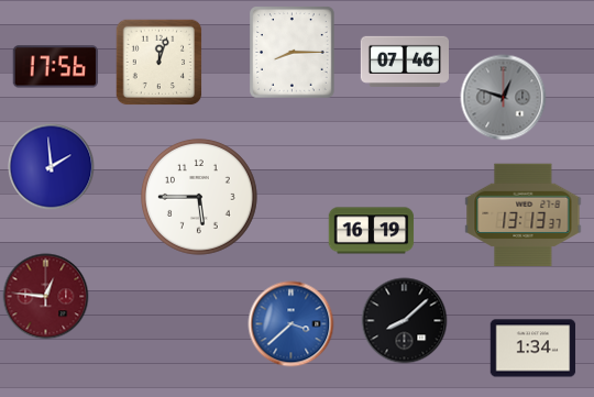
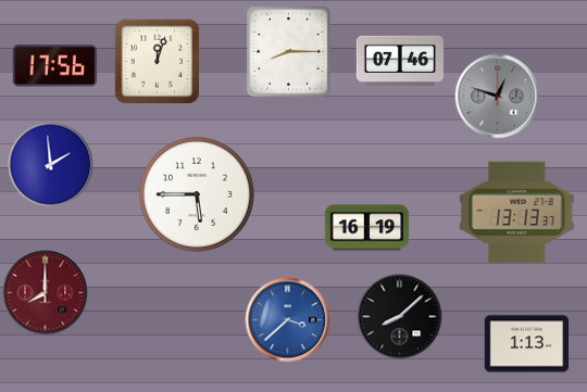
clock at (45, 296): 12:46 -> 8:00
clock at (532, 349): 1:34 -> 1:13
